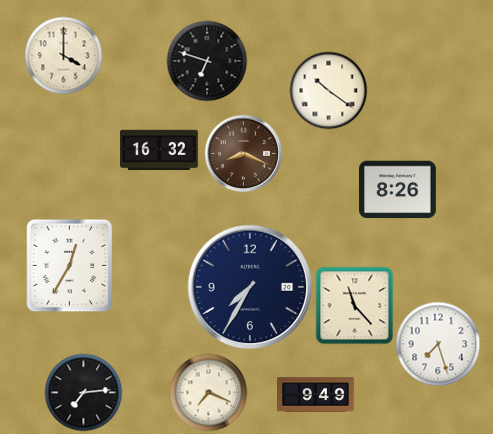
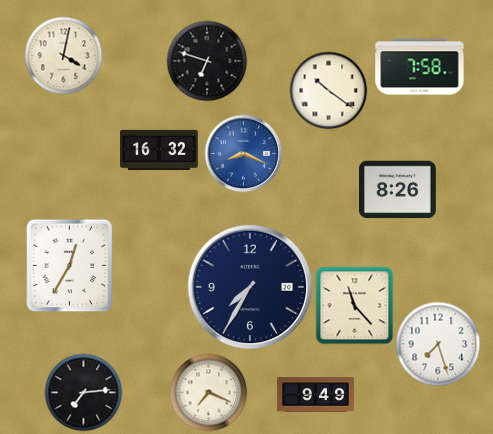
clock at (63, 55): 4:00 -> 4:02
clock at (420, 67): none -> 7:58
clock at (243, 153) dial: brown -> blue
